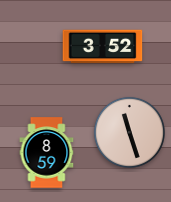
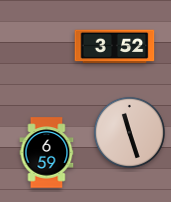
clock at (103, 47) position: (103, 47) -> (115, 47)
clock at (47, 153): 8:59 -> 6:59
